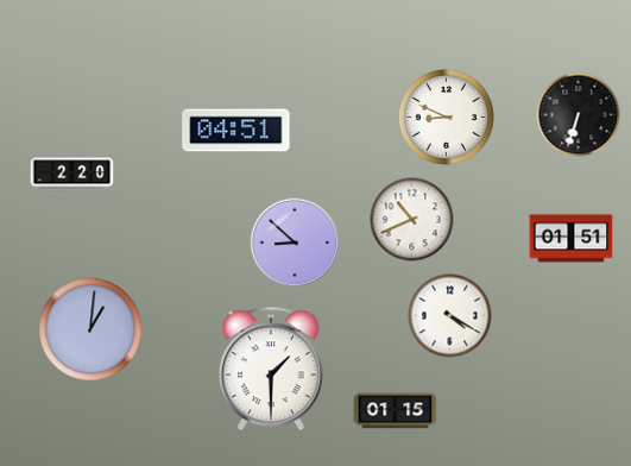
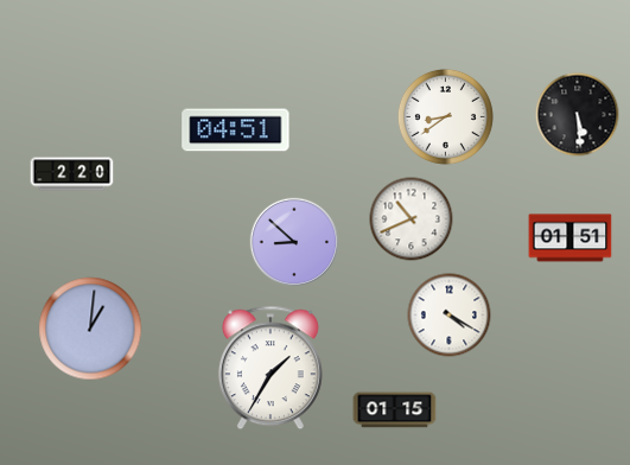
clock at (579, 115): 6:33 -> 5:29
clock at (446, 116): 8:49 -> 8:39
clock at (271, 369): 1:30 -> 1:35
